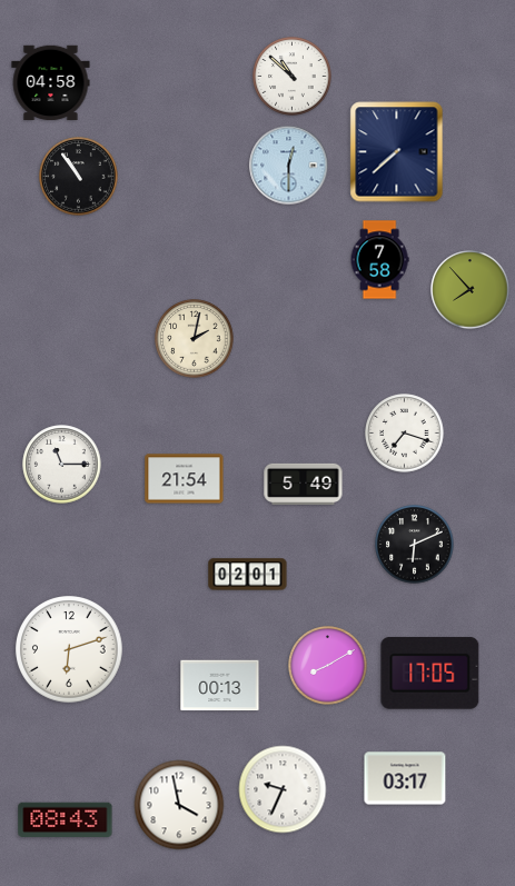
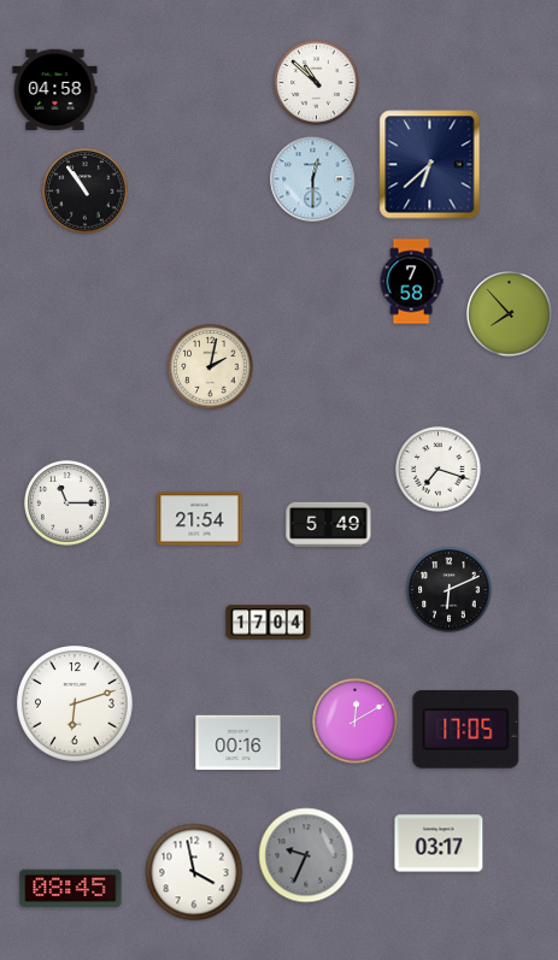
clock at (397, 152): 7:38 -> 6:38
clock at (248, 575): 02:01 -> 17:04
clock at (328, 666): 8:10 -> 12:10
clock at (220, 686): 00:13 -> 00:16
clock at (283, 789) dial: white -> grey
clock at (66, 820): 08:43 -> 08:45
